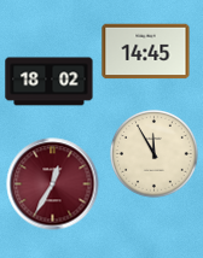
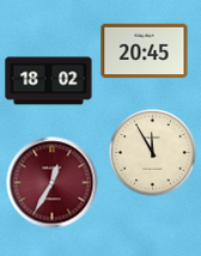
clock at (146, 52): 14:45 -> 20:45
